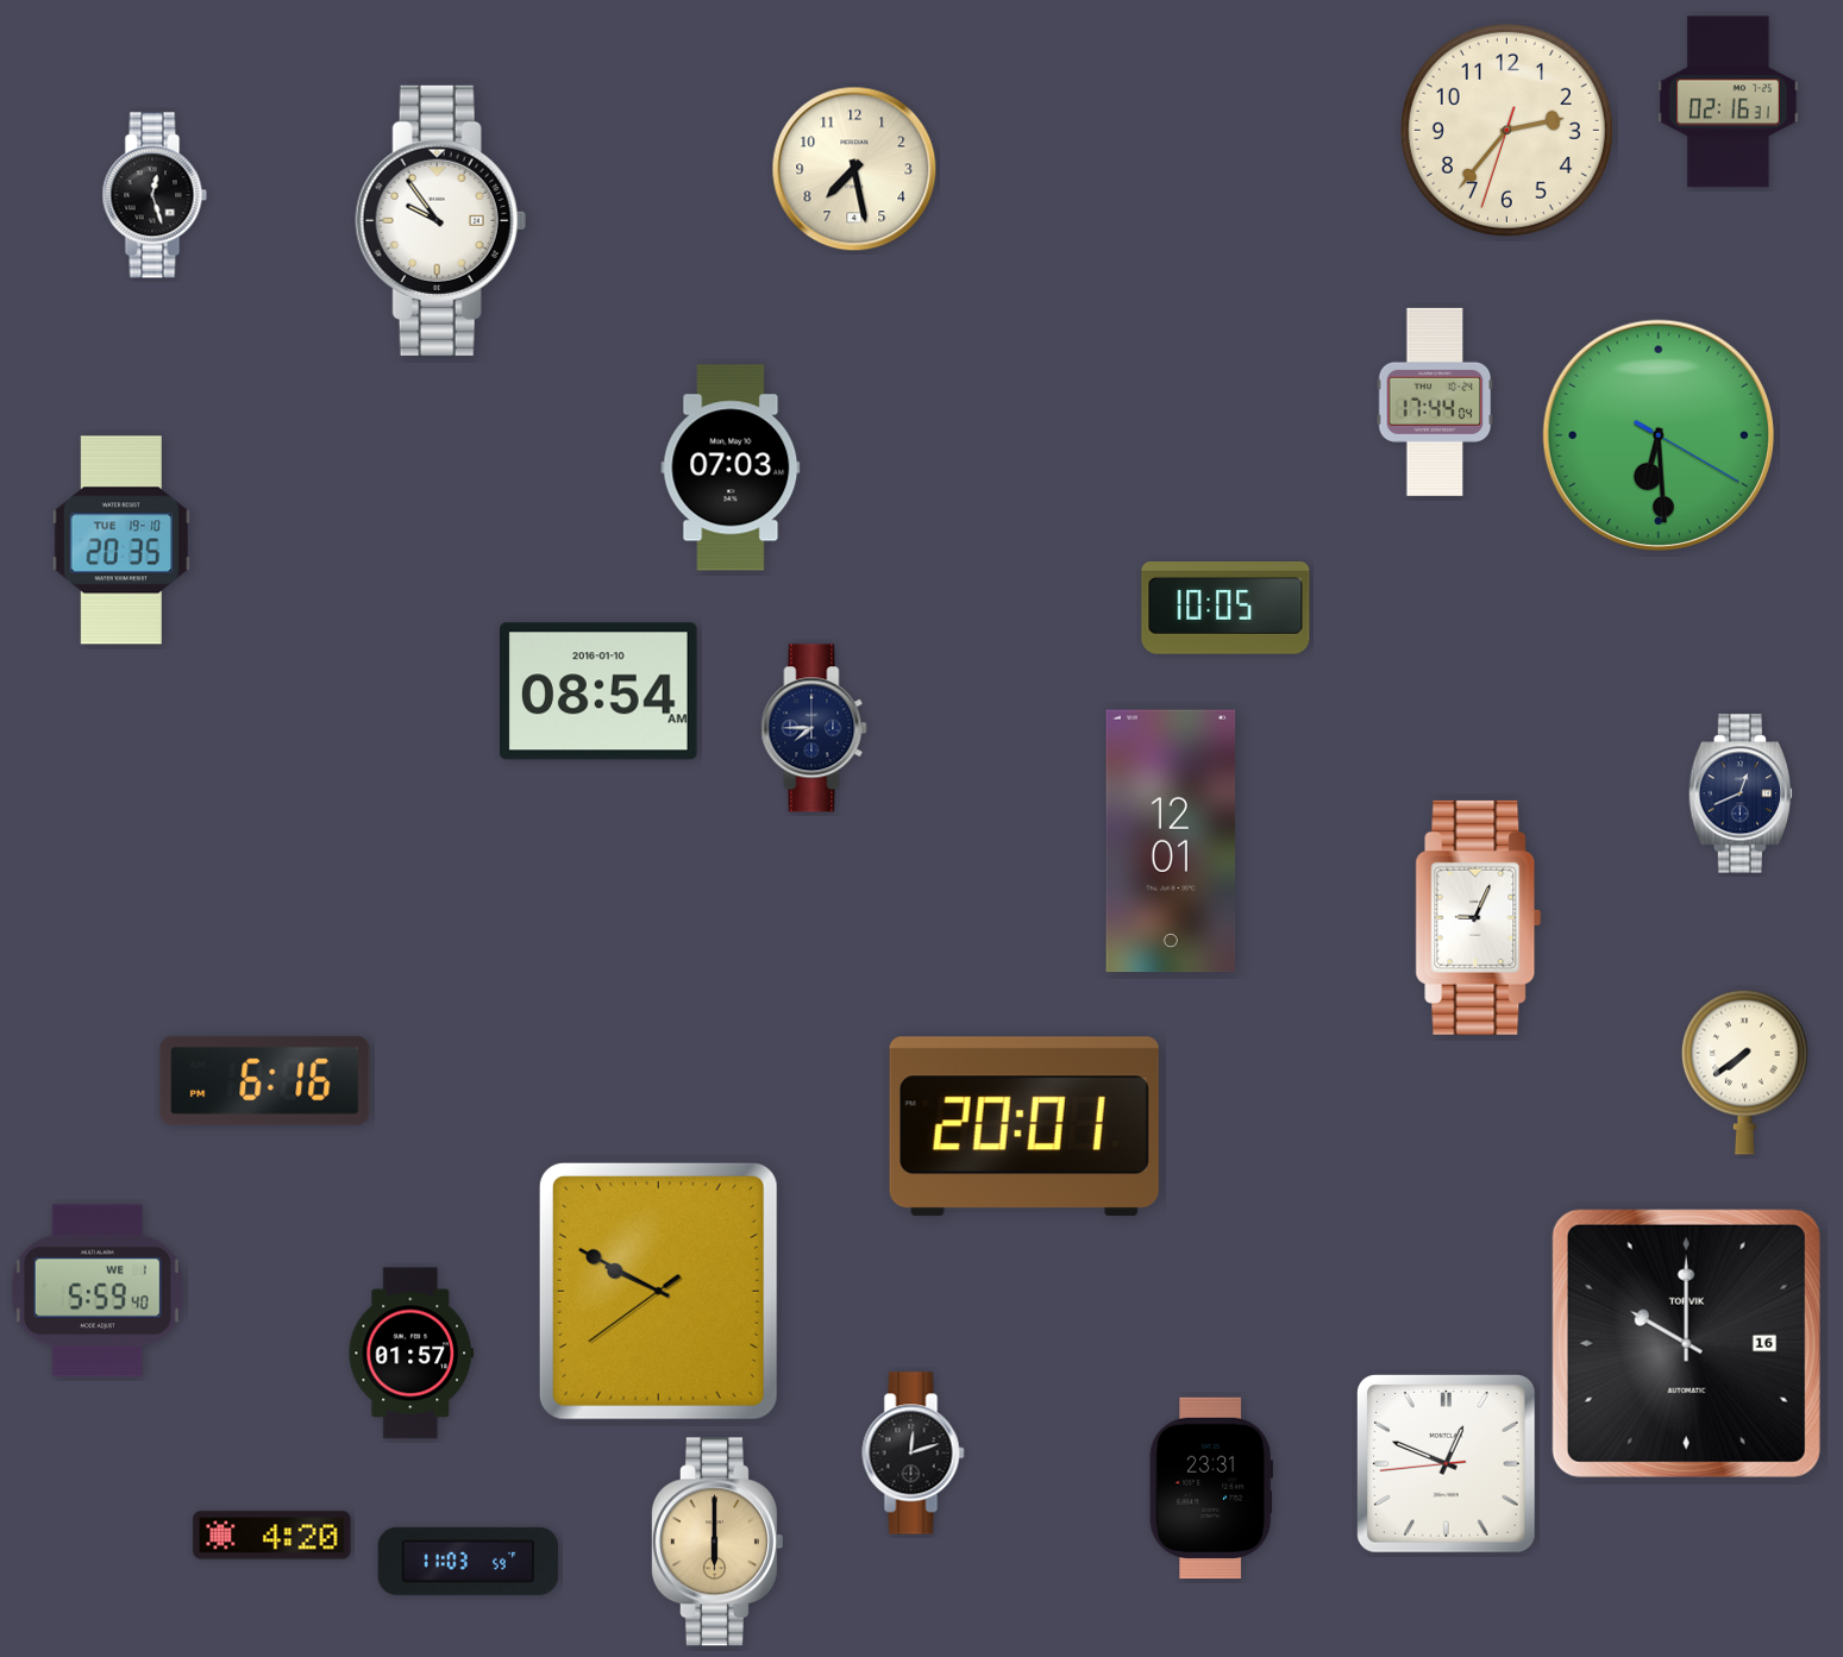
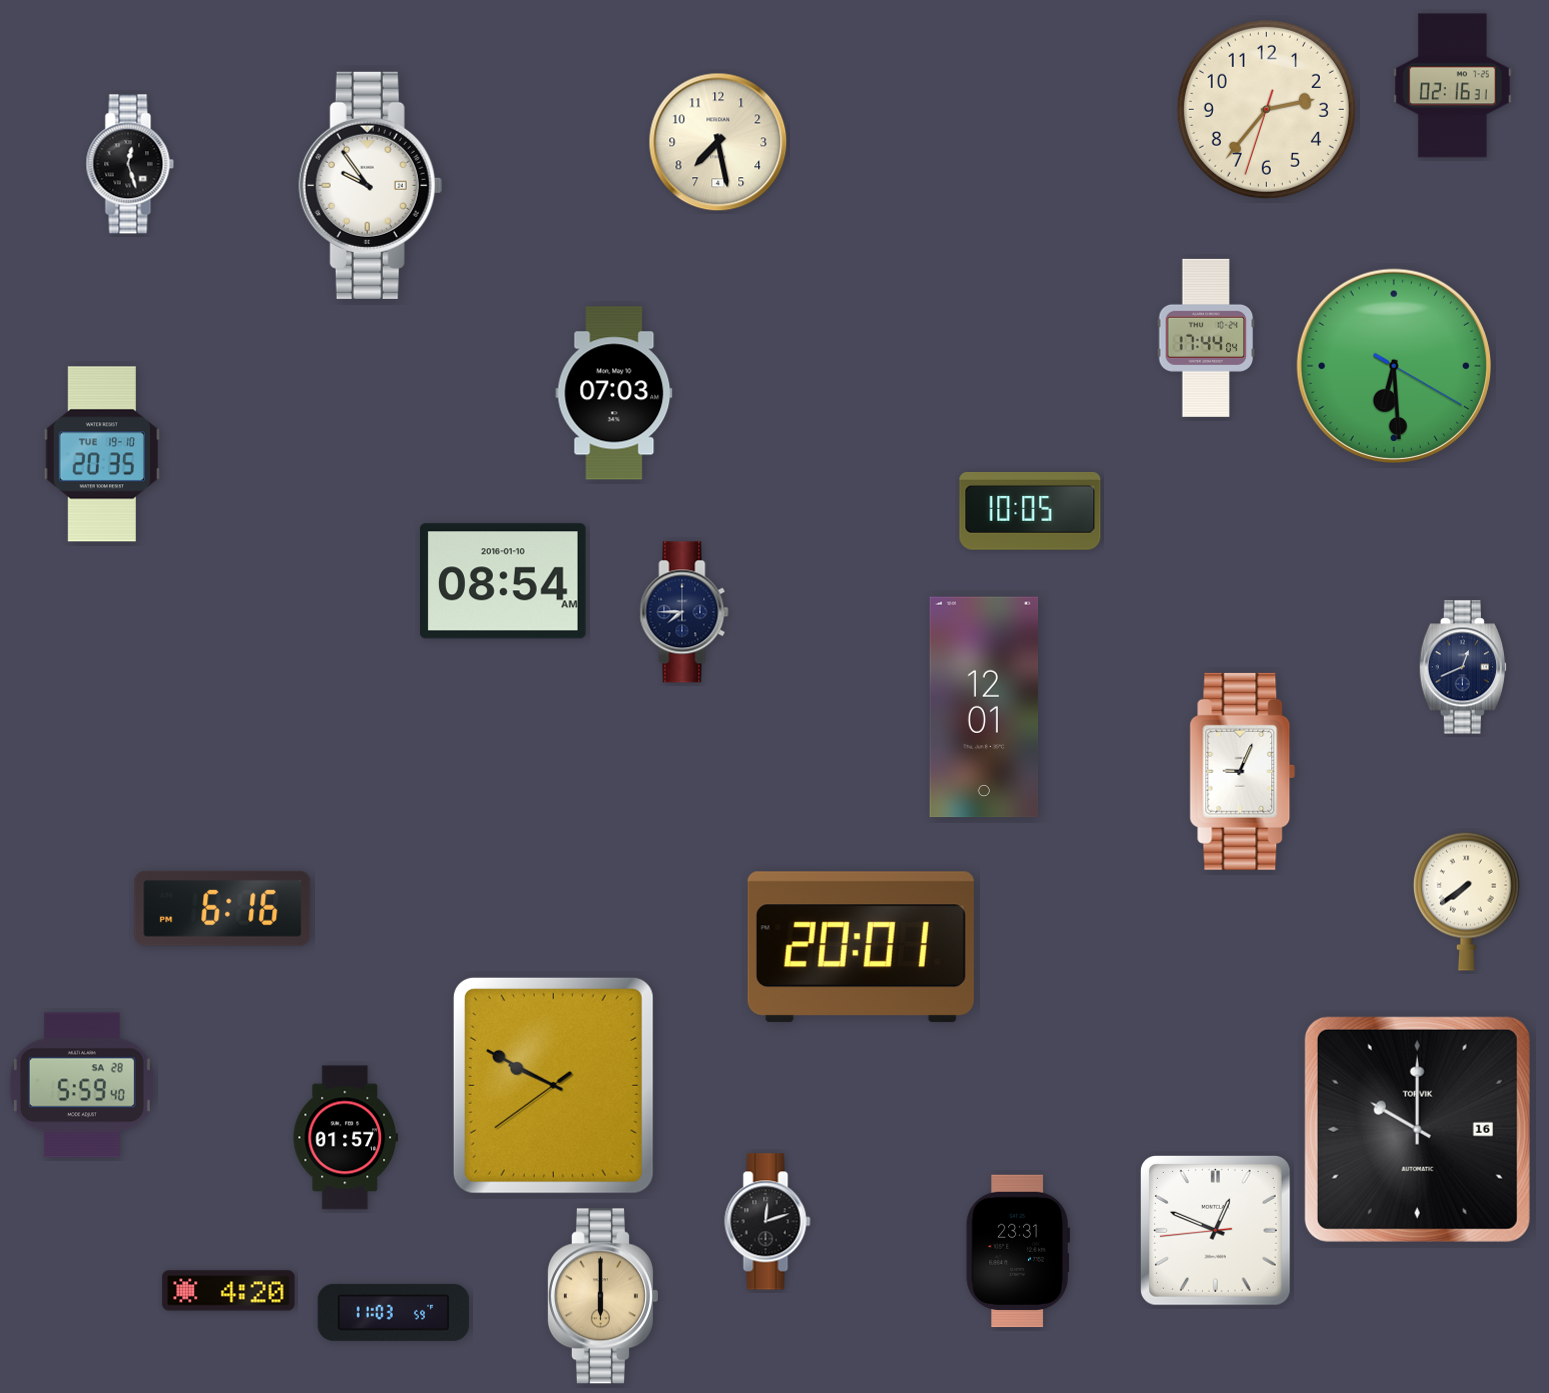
clock at (98, 1291) date: WE 1 -> SA 28
